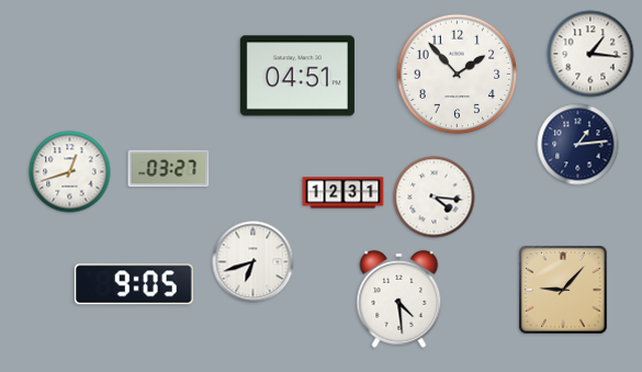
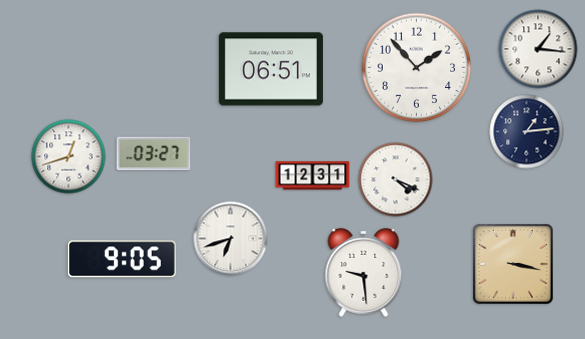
clock at (297, 76): 04:51 -> 06:51
clock at (70, 172) position: (70, 172) -> (69, 157)
clock at (435, 198): 4:16 -> 4:19
clock at (564, 291): 9:07 -> 3:17
clock at (399, 298): 4:29 -> 9:29
